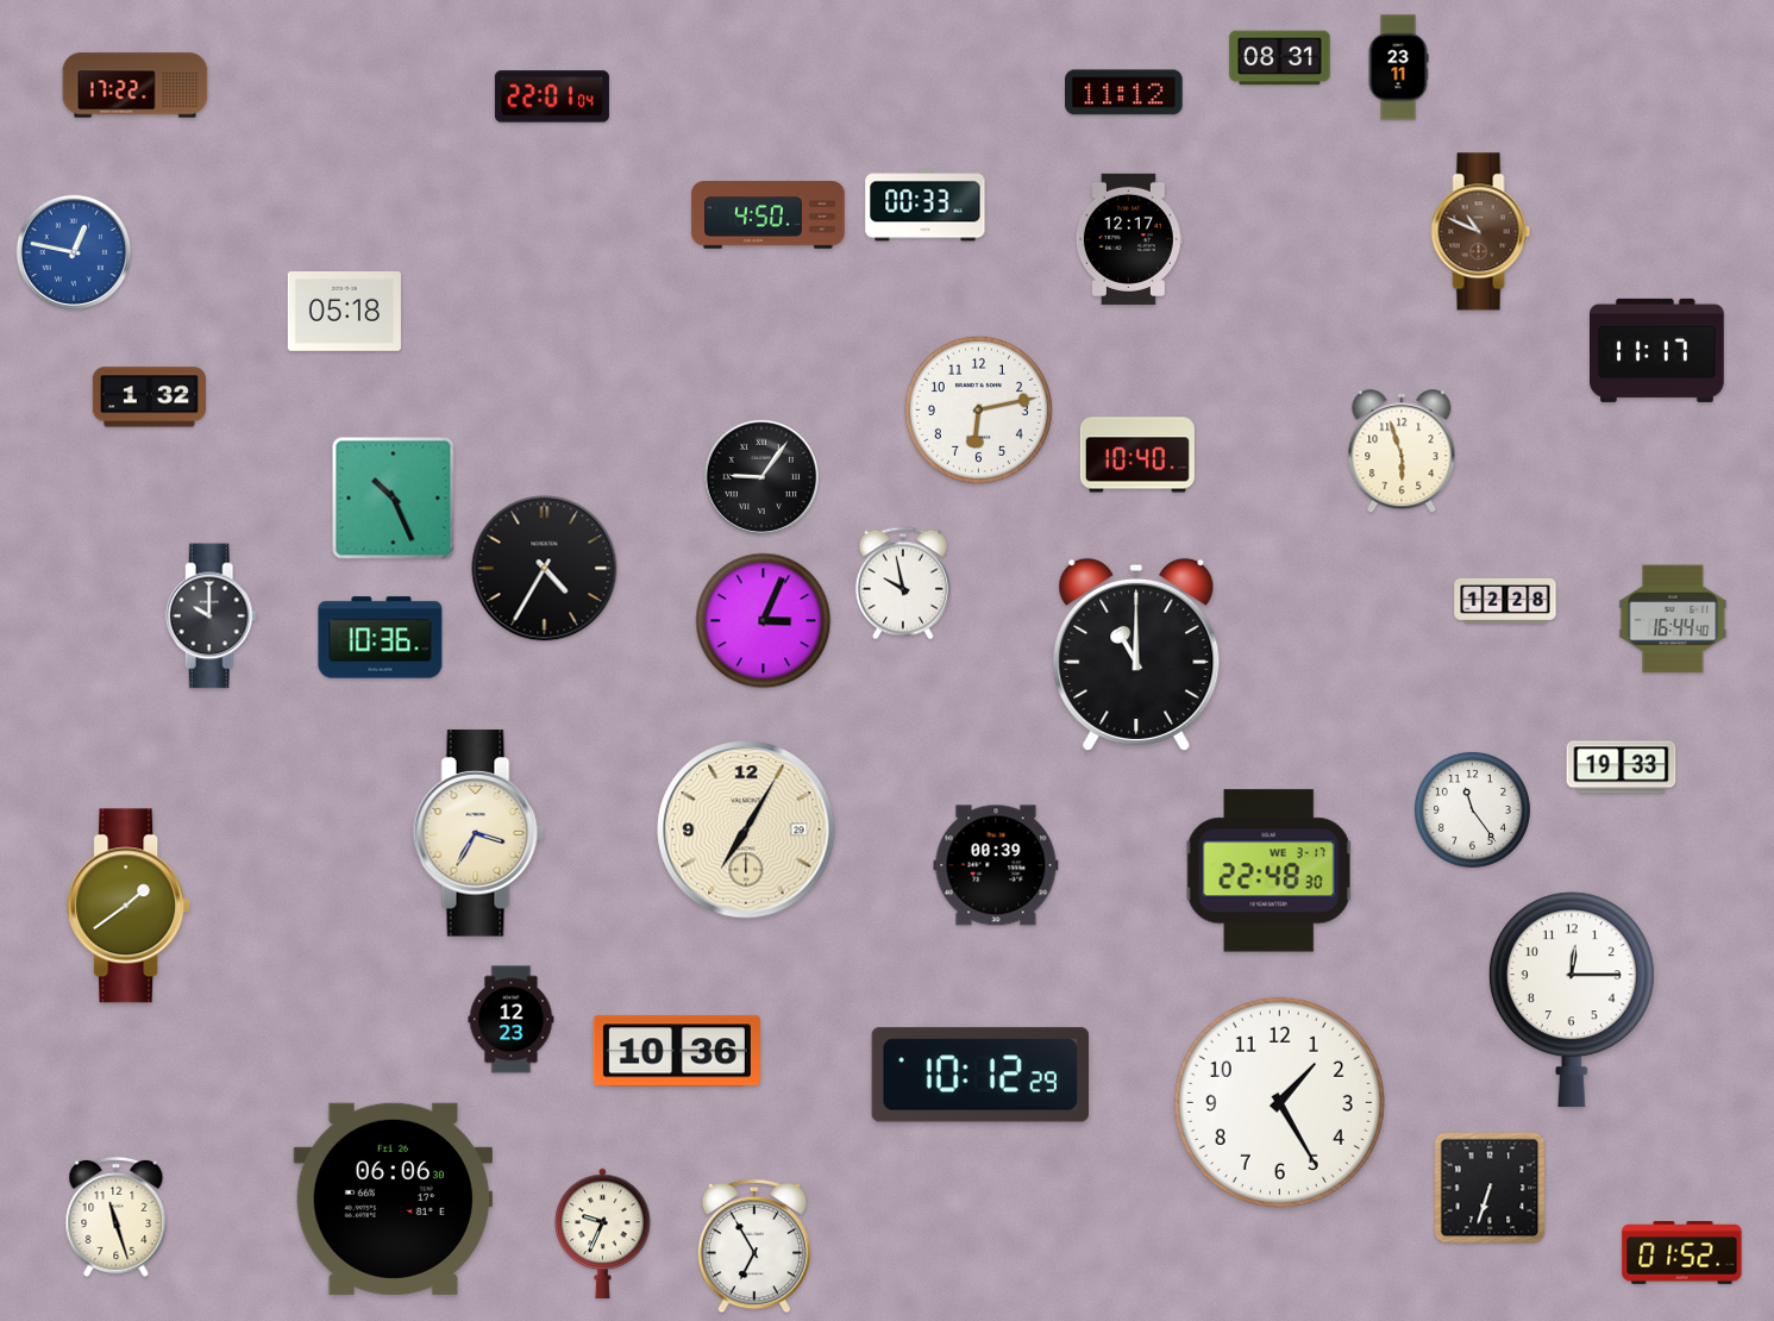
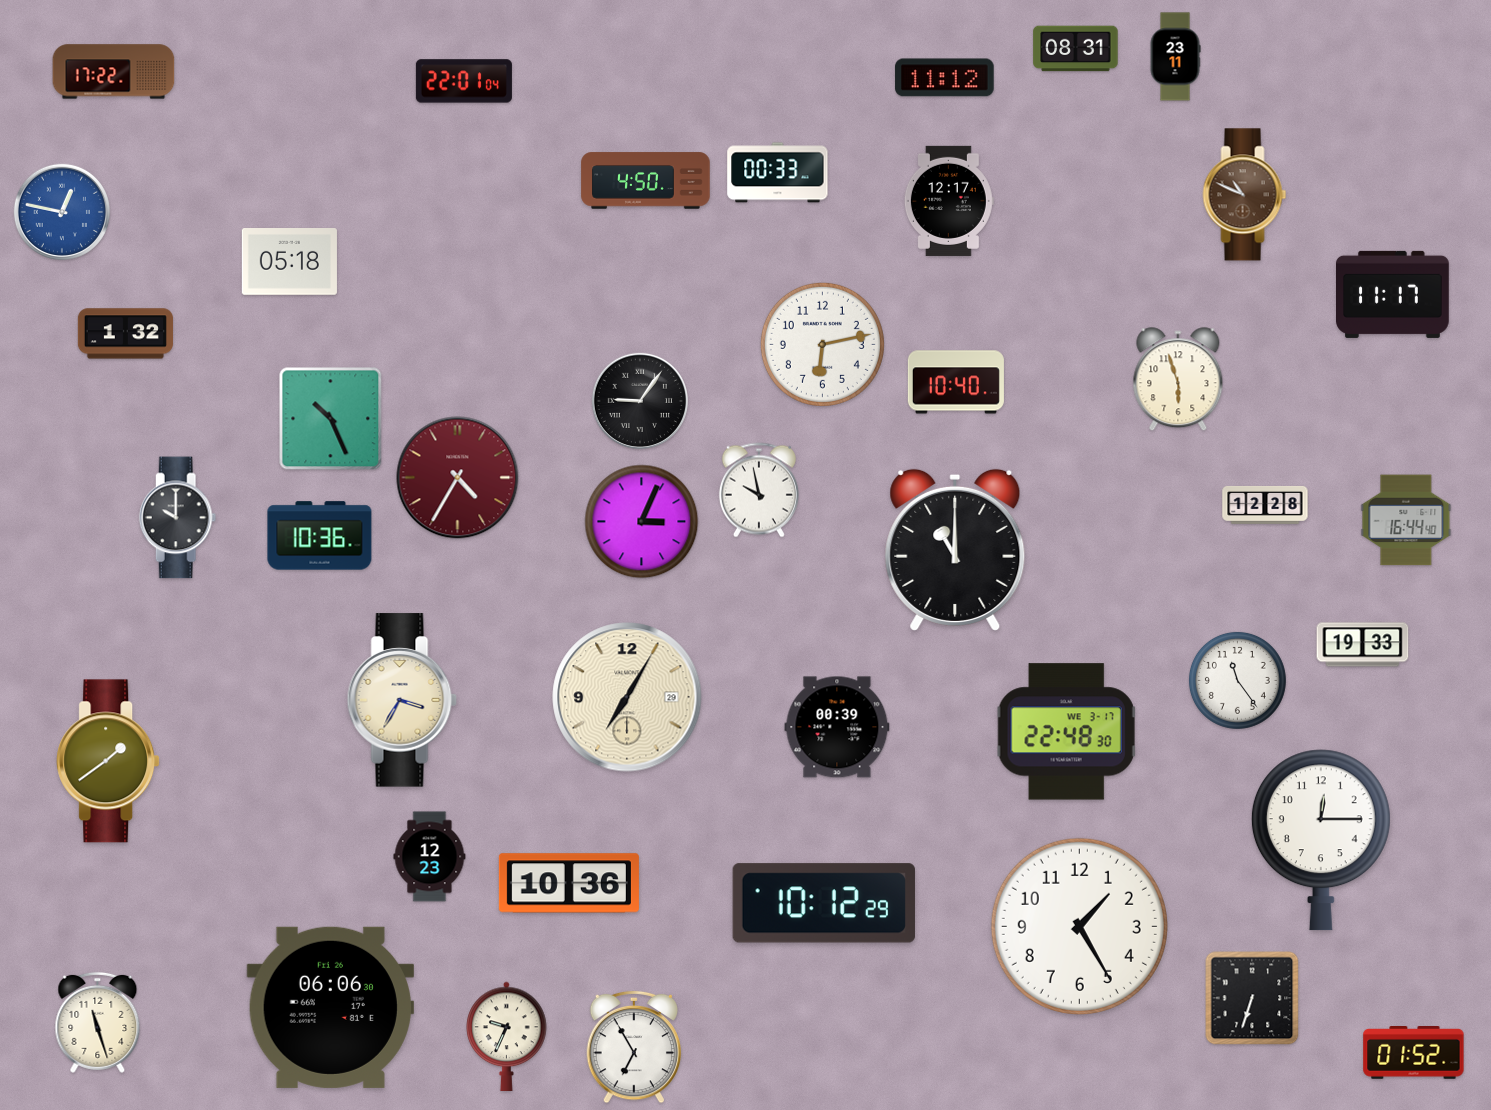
clock at (545, 569) dial: black -> burgundy
clock at (1279, 1102) position: (1279, 1102) -> (1079, 926)
